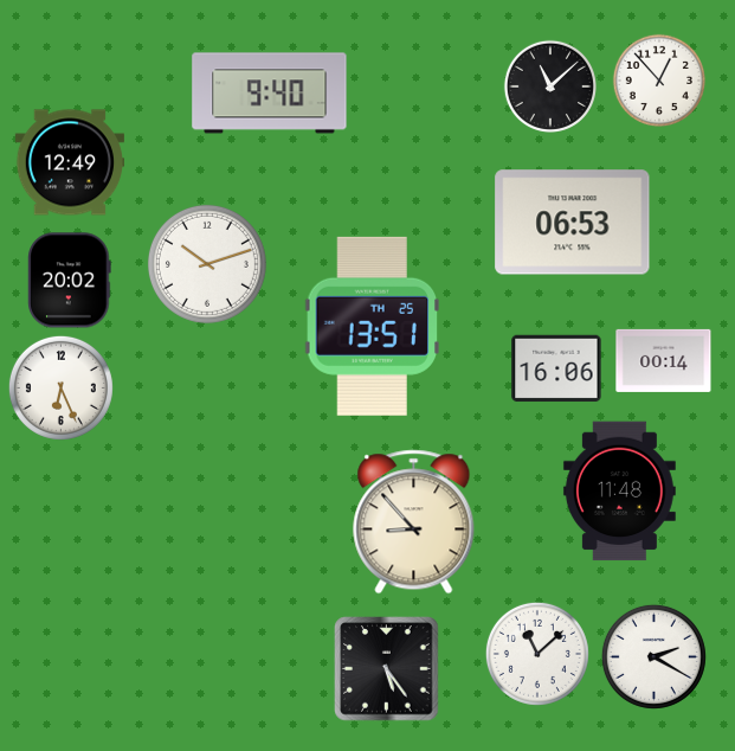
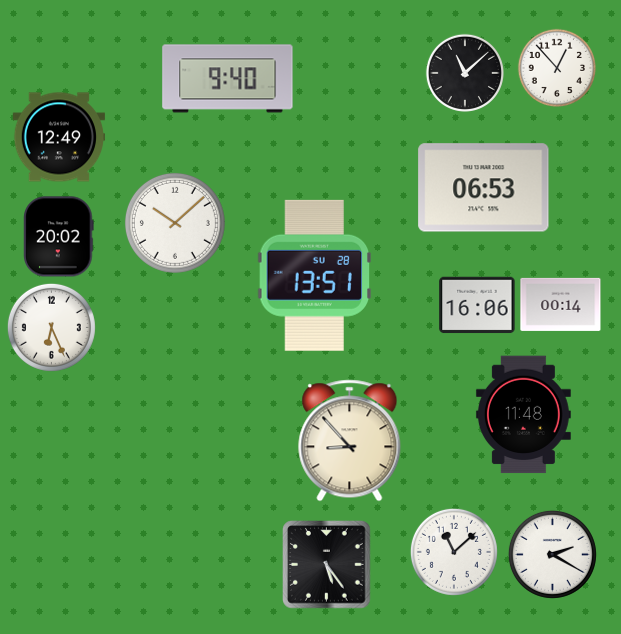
clock at (207, 264): 10:12 -> 10:08
clock at (373, 326) date: TH 25 -> SU 28
clock at (556, 368) position: (556, 368) -> (477, 305)
